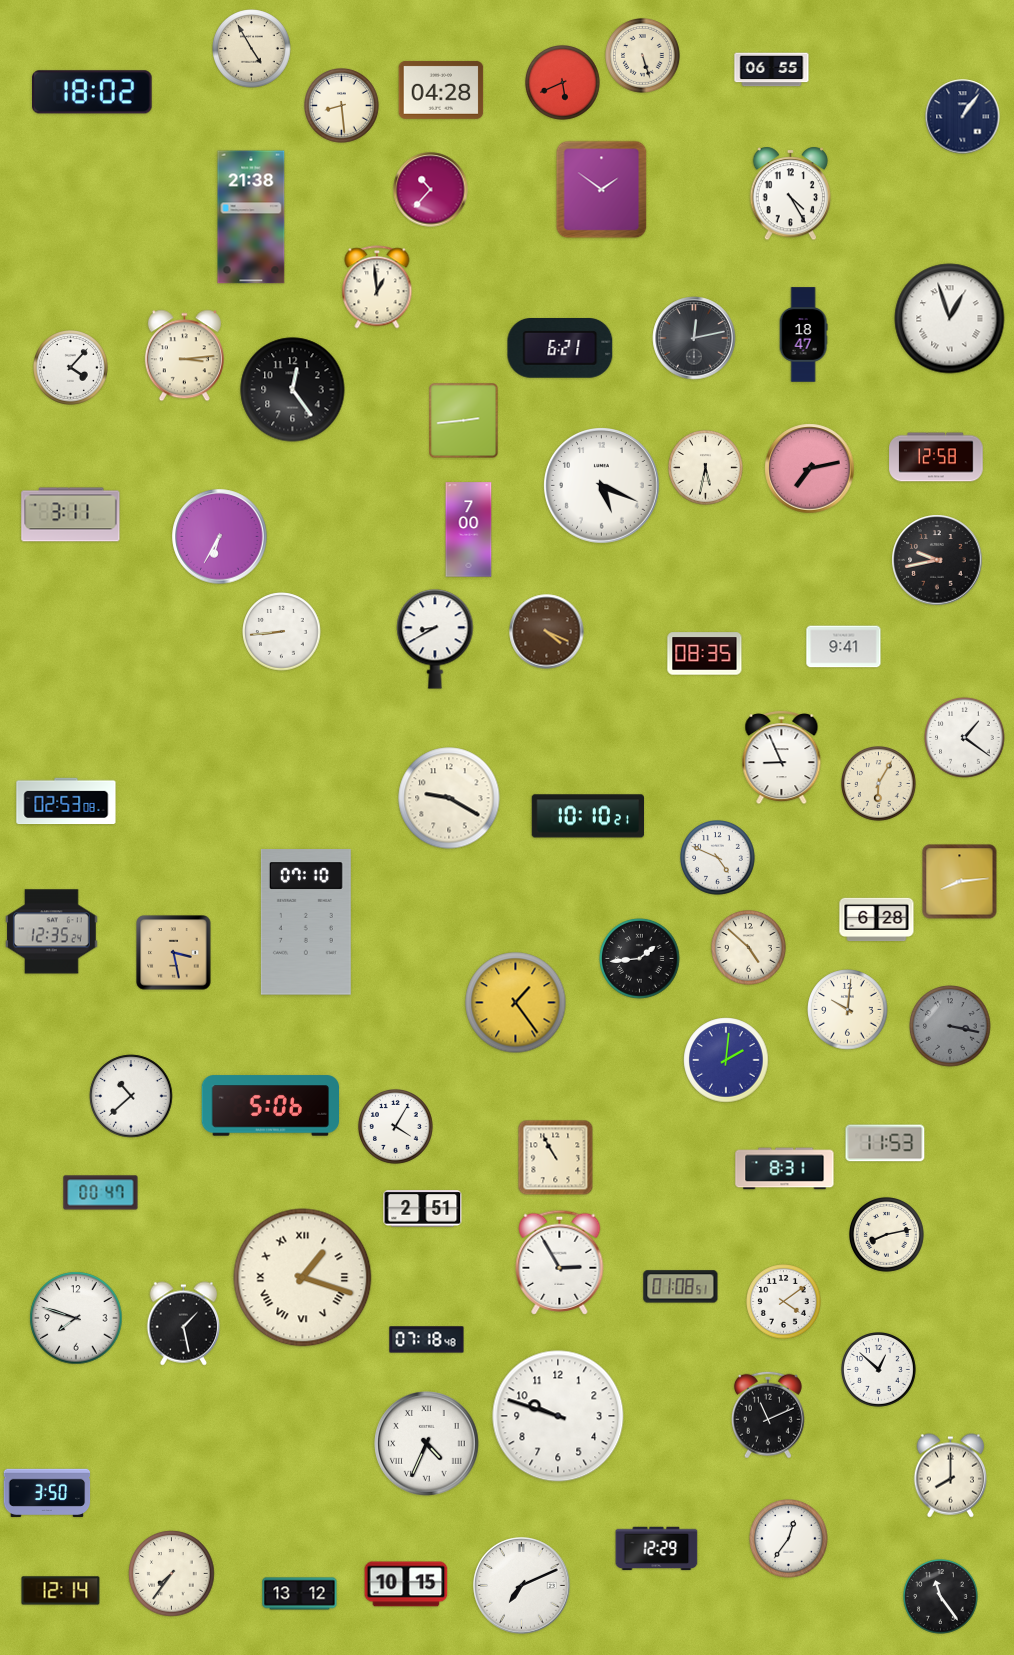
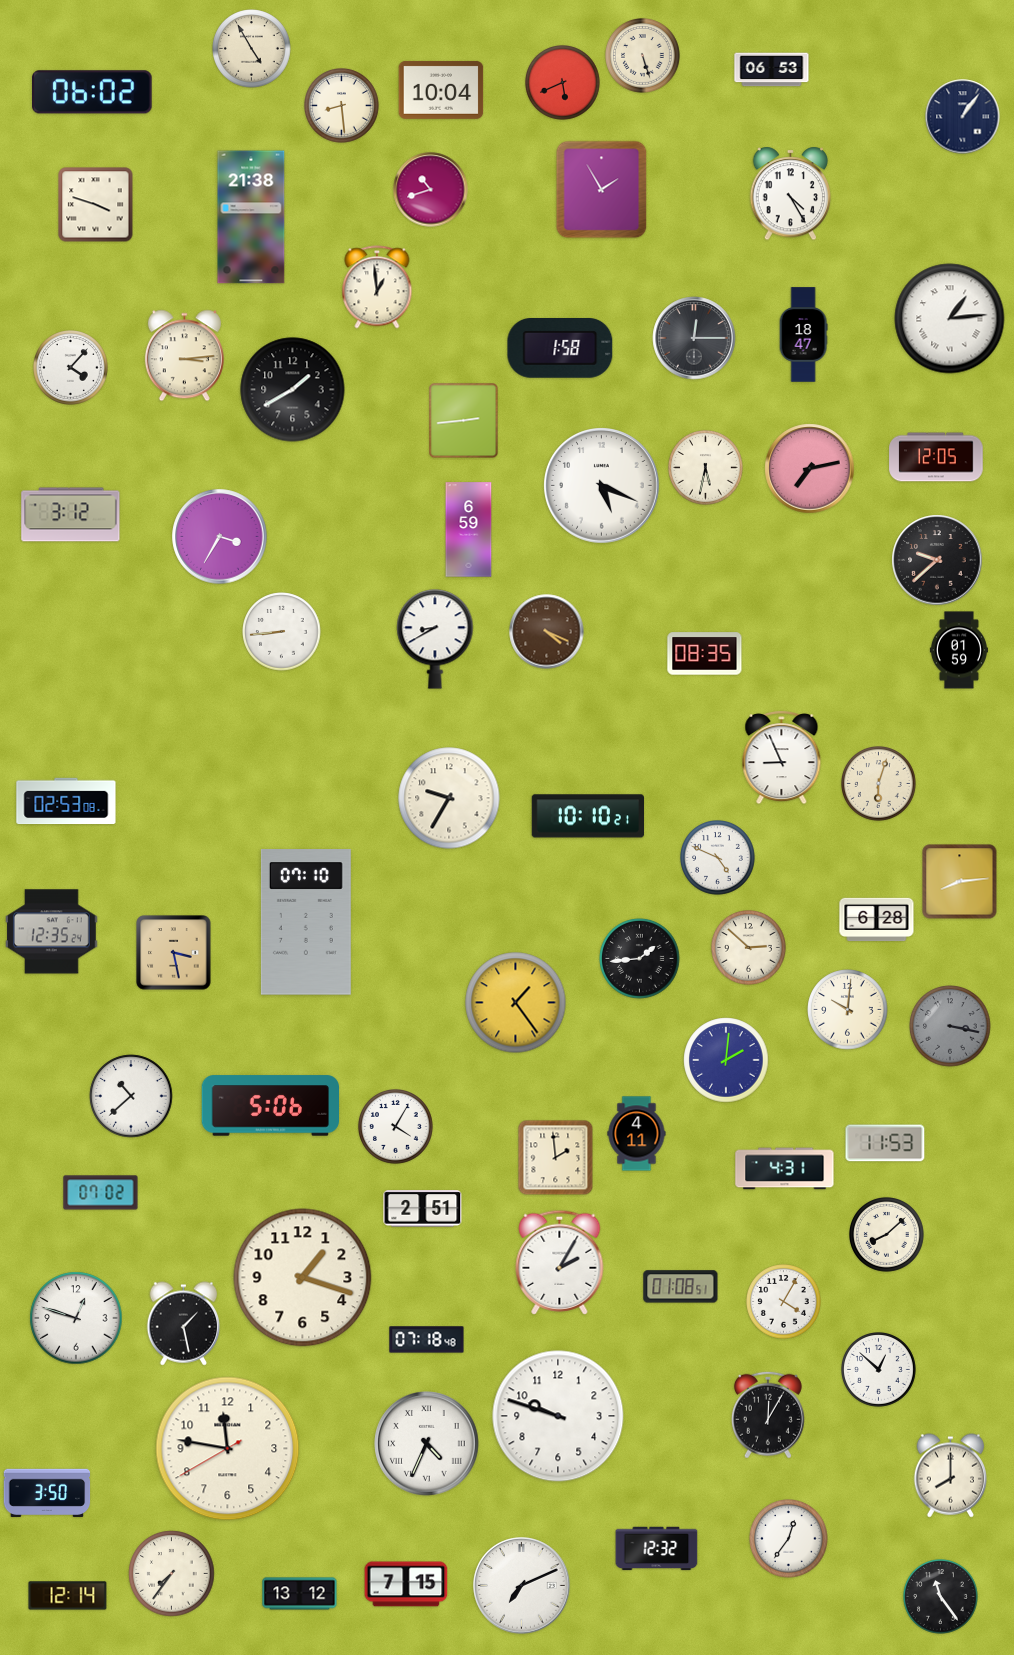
clock at (772, 70): 06:55 -> 06:53
clock at (441, 90): 04:28 -> 10:04
clock at (93, 92): 18:02 -> 06:02
clock at (431, 190): 10:37 -> 10:42
clock at (602, 190): 1:51 -> 1:55
clock at (96, 205): none -> 3:48
clock at (950, 319): 12:57 -> 1:14
clock at (694, 338): 12:13 -> 12:15
clock at (560, 349): 6:21 -> 1:58
clock at (293, 390): 12:24 -> 1:40
clock at (936, 457): 12:58 -> 12:05
clock at (71, 515): 3:11 -> 3:12
clock at (469, 530): 7:00 -> 6:59
clock at (220, 537): 6:35 -> 3:35
clock at (937, 560): 9:43 -> 9:38
clock at (844, 647): 9:41 -> none
clock at (959, 650): none -> 01:59
clock at (965, 738): 1:21 -> none
clock at (879, 784): 6:05 -> 6:03
clock at (449, 798): 9:20 -> 9:35
clock at (749, 948): 4:52 -> 2:52
clock at (637, 1134): none -> 4:11
clock at (556, 1158): 10:55 -> 1:59
clock at (785, 1169): 8:31 -> 4:31
clock at (101, 1193): 00:47 -> 07:02
clock at (887, 1235): 8:13 -> 8:08
clock at (560, 1262): 2:55 -> 2:05
clock at (303, 1278) numerals: Roman -> Arabic
clock at (784, 1302): 4:09 -> 4:05
clock at (76, 1318): 7:48 -> 12:48
clock at (768, 1415): 11:11 -> 12:05
clock at (228, 1449): none -> 11:46
clock at (657, 1549): 12:29 -> 12:32
clock at (406, 1584): 10:15 -> 7:15
clock at (61, 1591) position: (61, 1591) -> (68, 1596)
